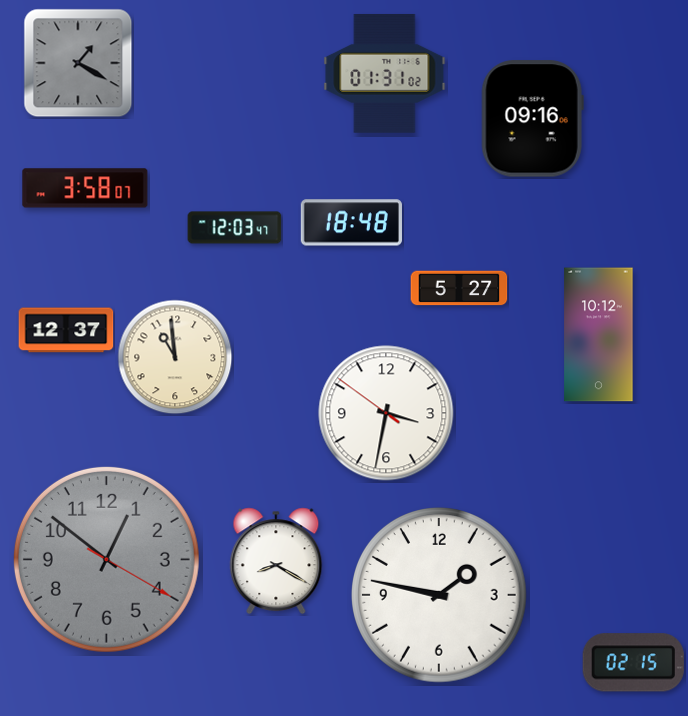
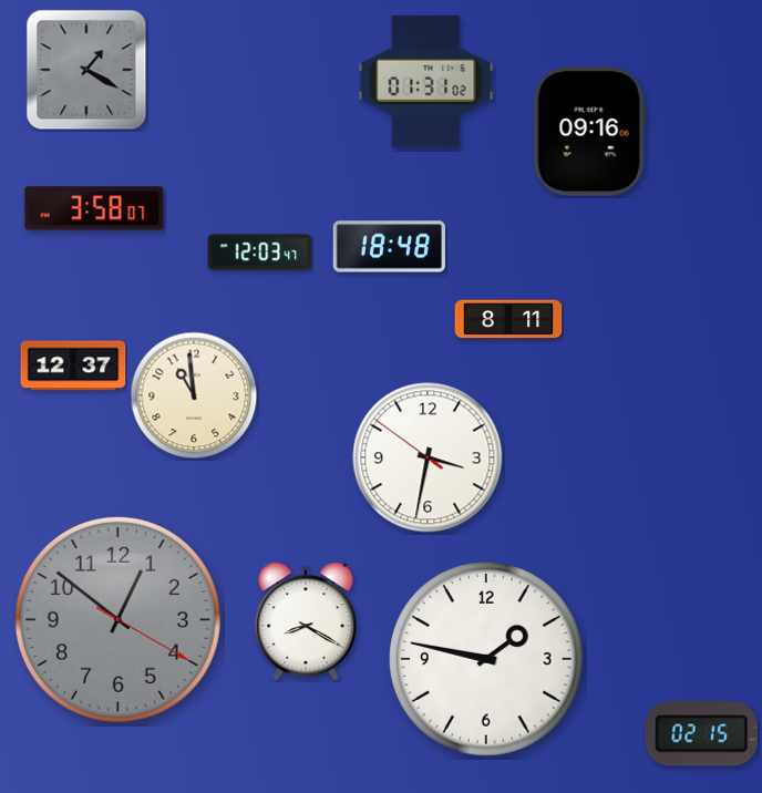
clock at (459, 288): 5:27 -> 8:11
clock at (599, 335): 10:12 -> none
